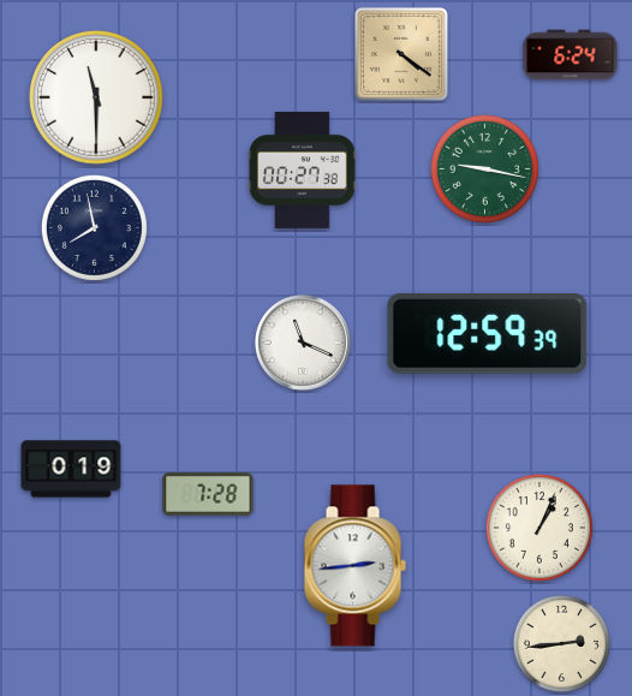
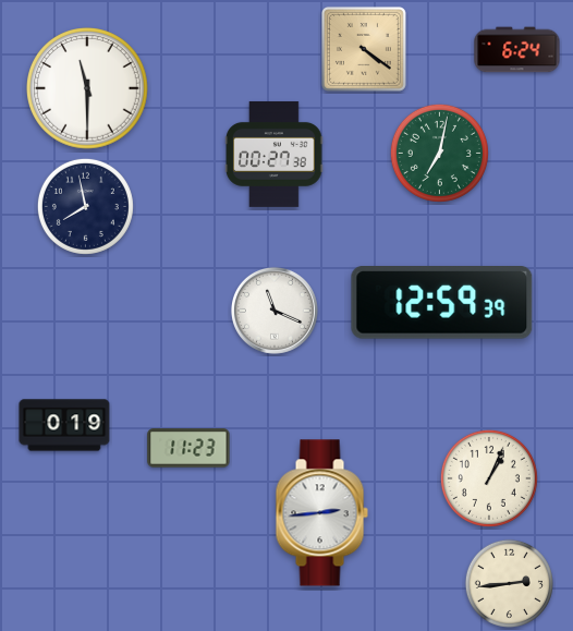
clock at (484, 168): 9:17 -> 7:02
clock at (208, 494): 7:28 -> 11:23
